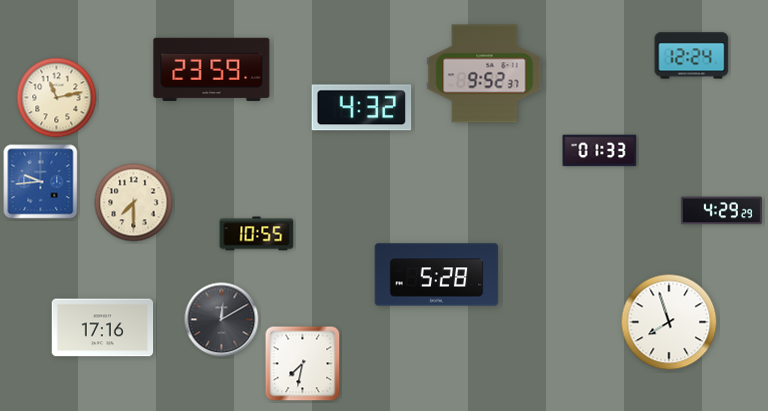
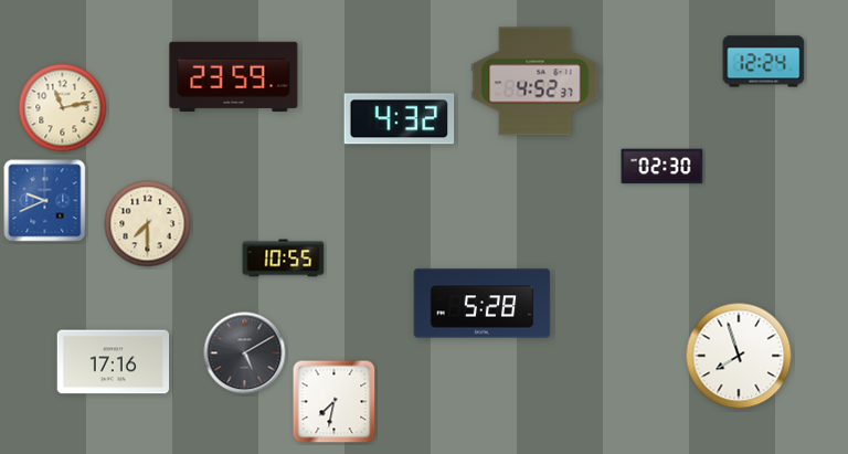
clock at (485, 74): 9:52 -> 4:52
clock at (600, 151): 01:33 -> 02:30
clock at (41, 182): 9:44 -> 9:41
clock at (721, 211): 4:29 -> none
clock at (222, 320): 12:10 -> 5:10
